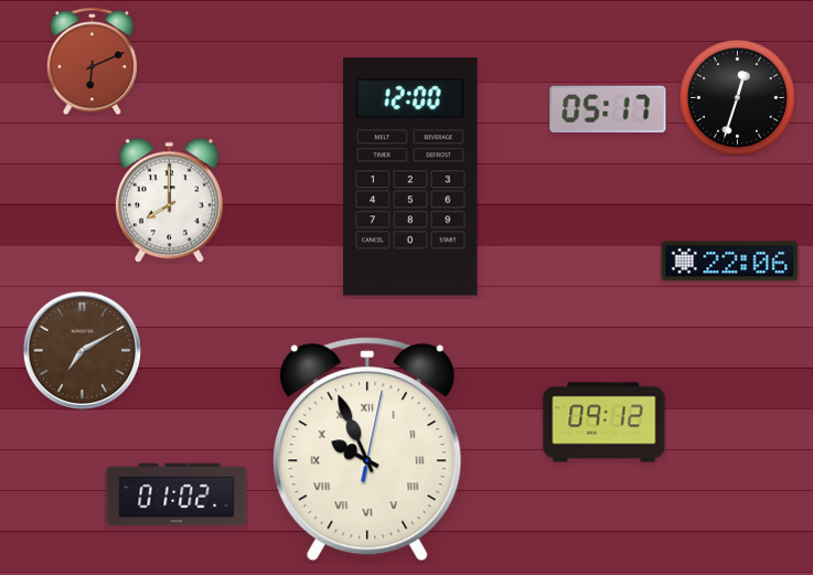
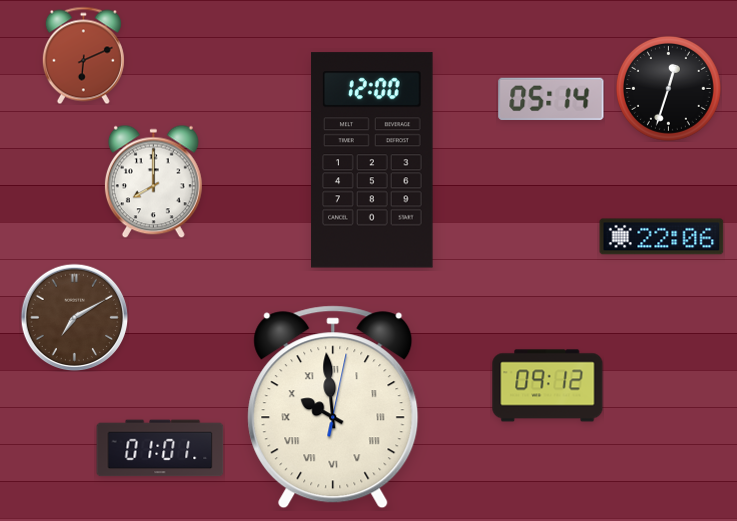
clock at (608, 109): 05:17 -> 05:14
clock at (605, 423) position: (605, 423) -> (548, 386)
clock at (367, 449): 9:56 -> 9:59
clock at (176, 494): 01:02 -> 01:01
